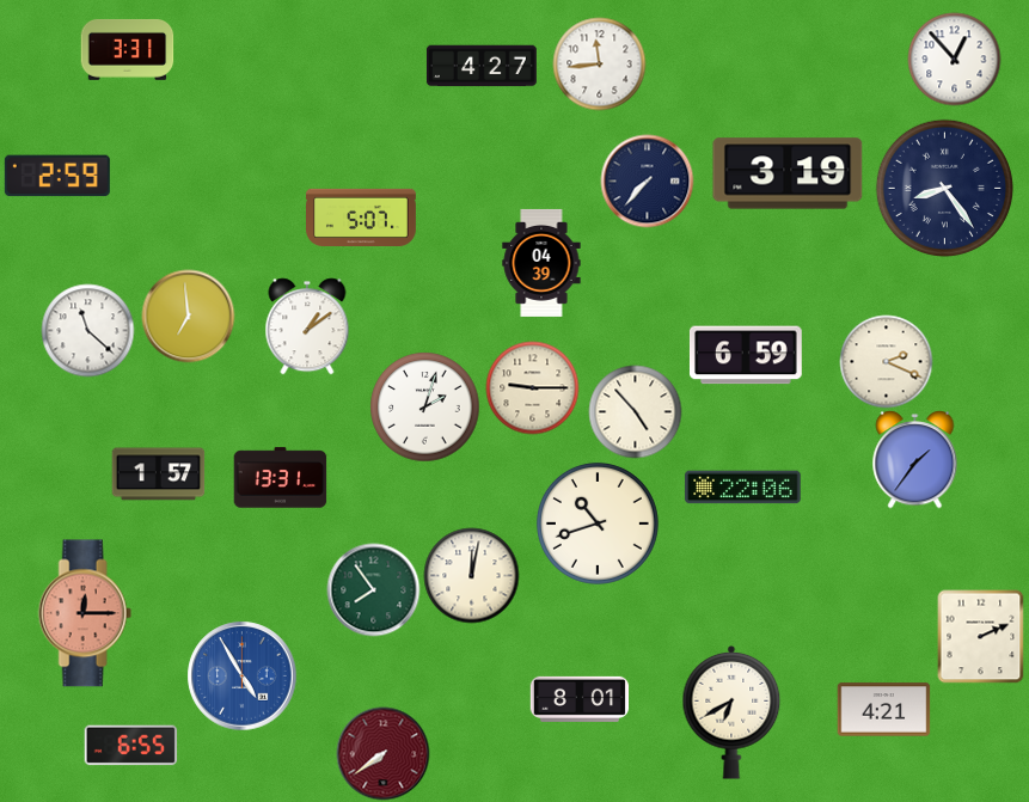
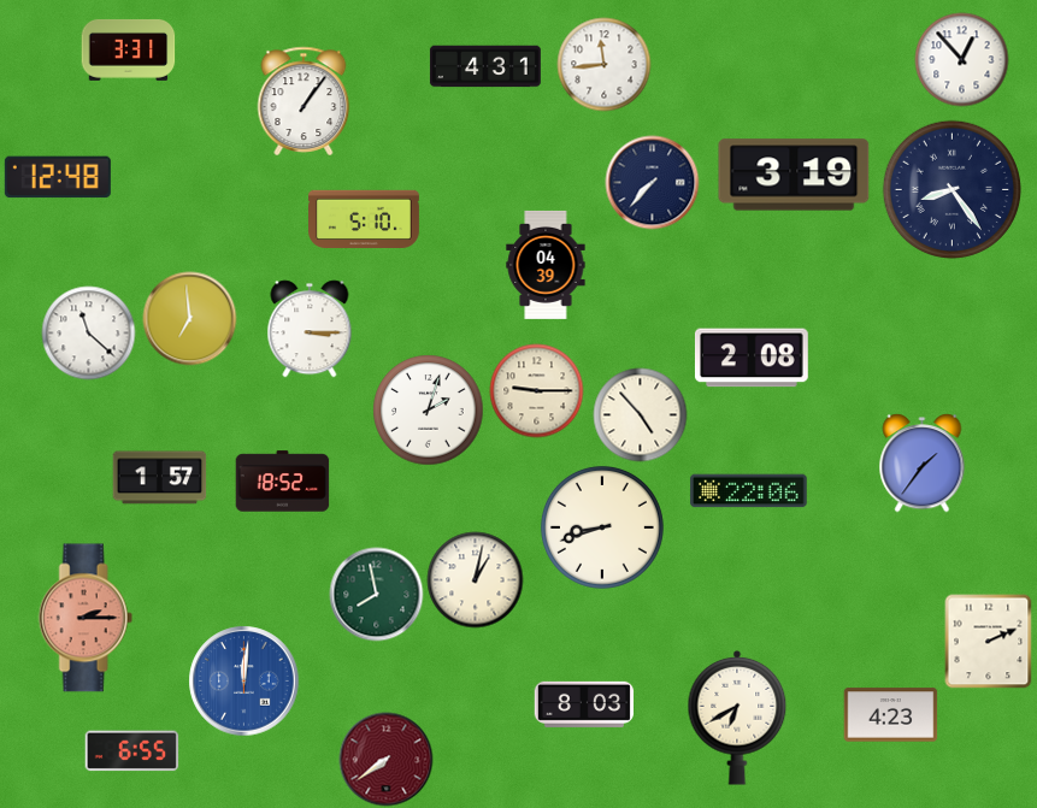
clock at (482, 66): 4:27 -> 4:31
clock at (304, 101): none -> 1:06
clock at (57, 176): 2:59 -> 12:48
clock at (362, 216): 5:07 -> 5:10
clock at (307, 326): 1:09 -> 3:15
clock at (746, 355): 6:59 -> 2:08
clock at (886, 361): 2:19 -> none
clock at (280, 478): 13:31 -> 18:52
clock at (598, 524): 10:42 -> 8:42
clock at (471, 575): 12:02 -> 1:02
clock at (373, 589): 7:54 -> 7:58
clock at (85, 613): 12:15 -> 2:15
clock at (241, 675): 4:55 -> 12:01
clock at (578, 699): 8:01 -> 8:03
clock at (883, 710): 4:21 -> 4:23
